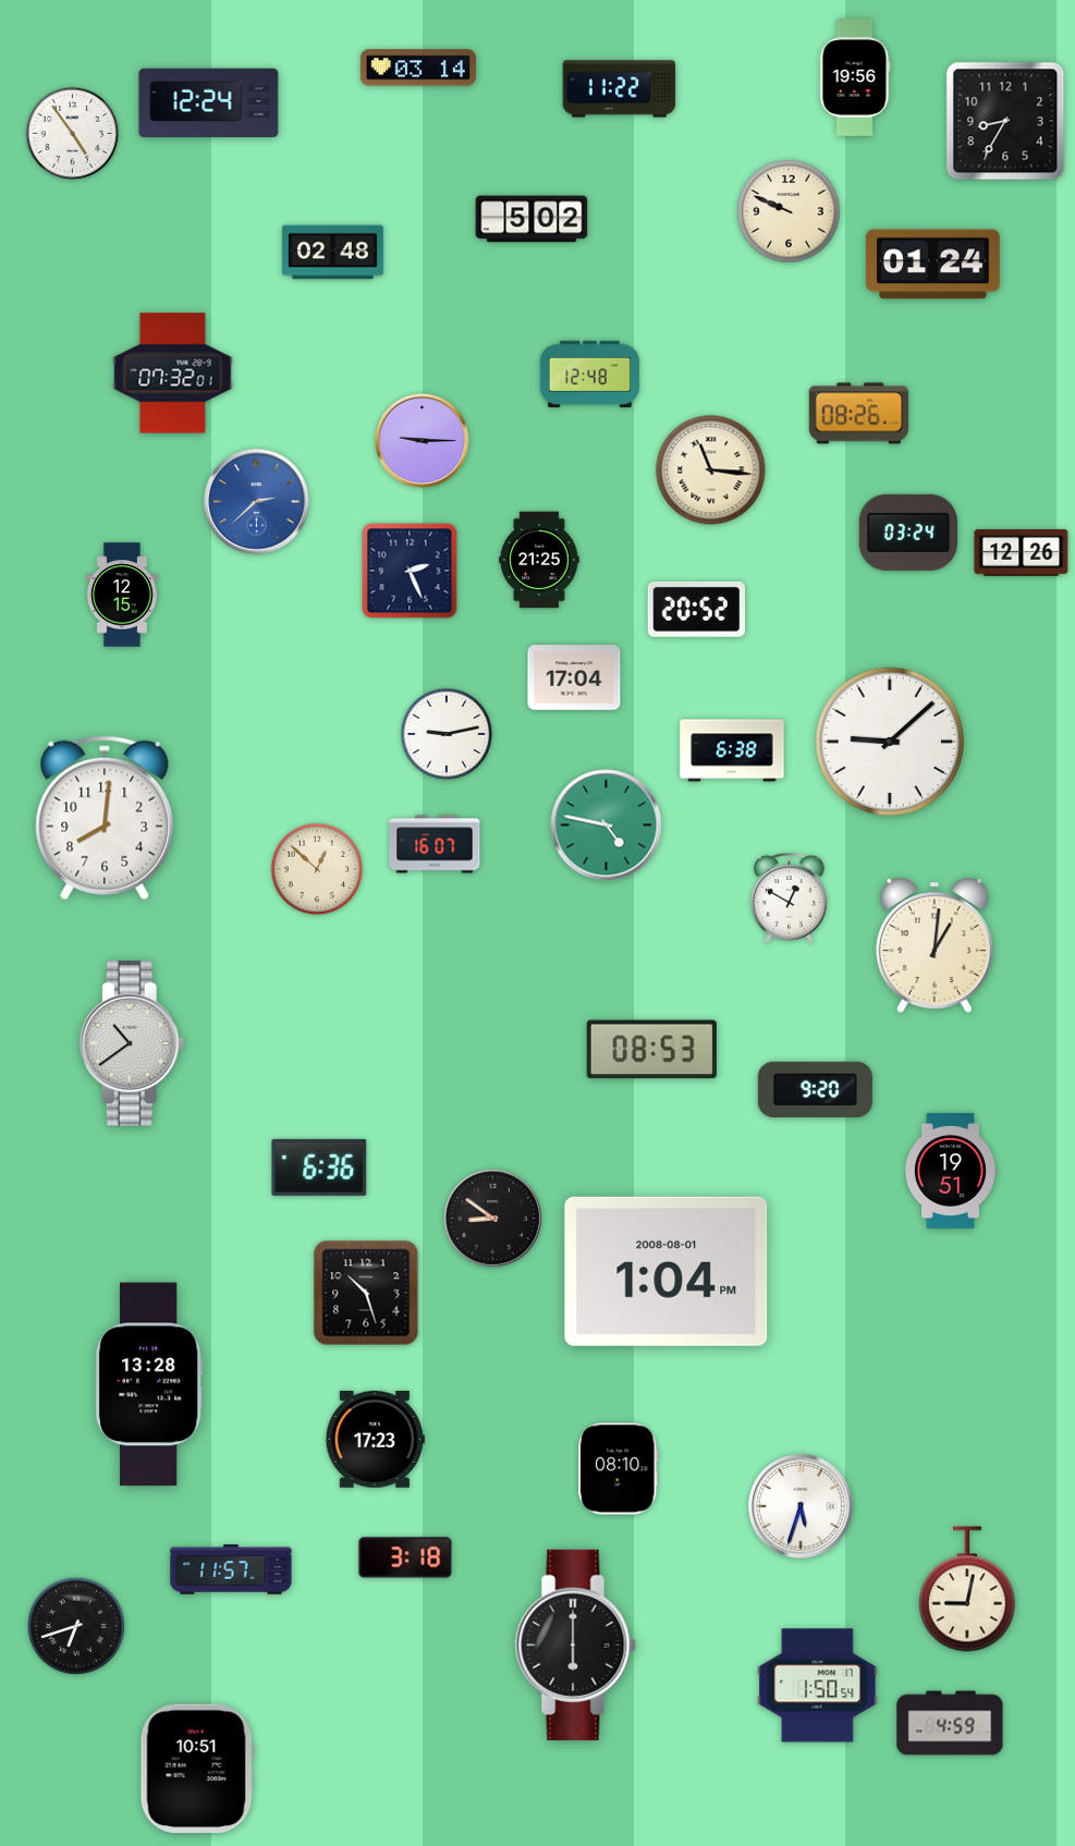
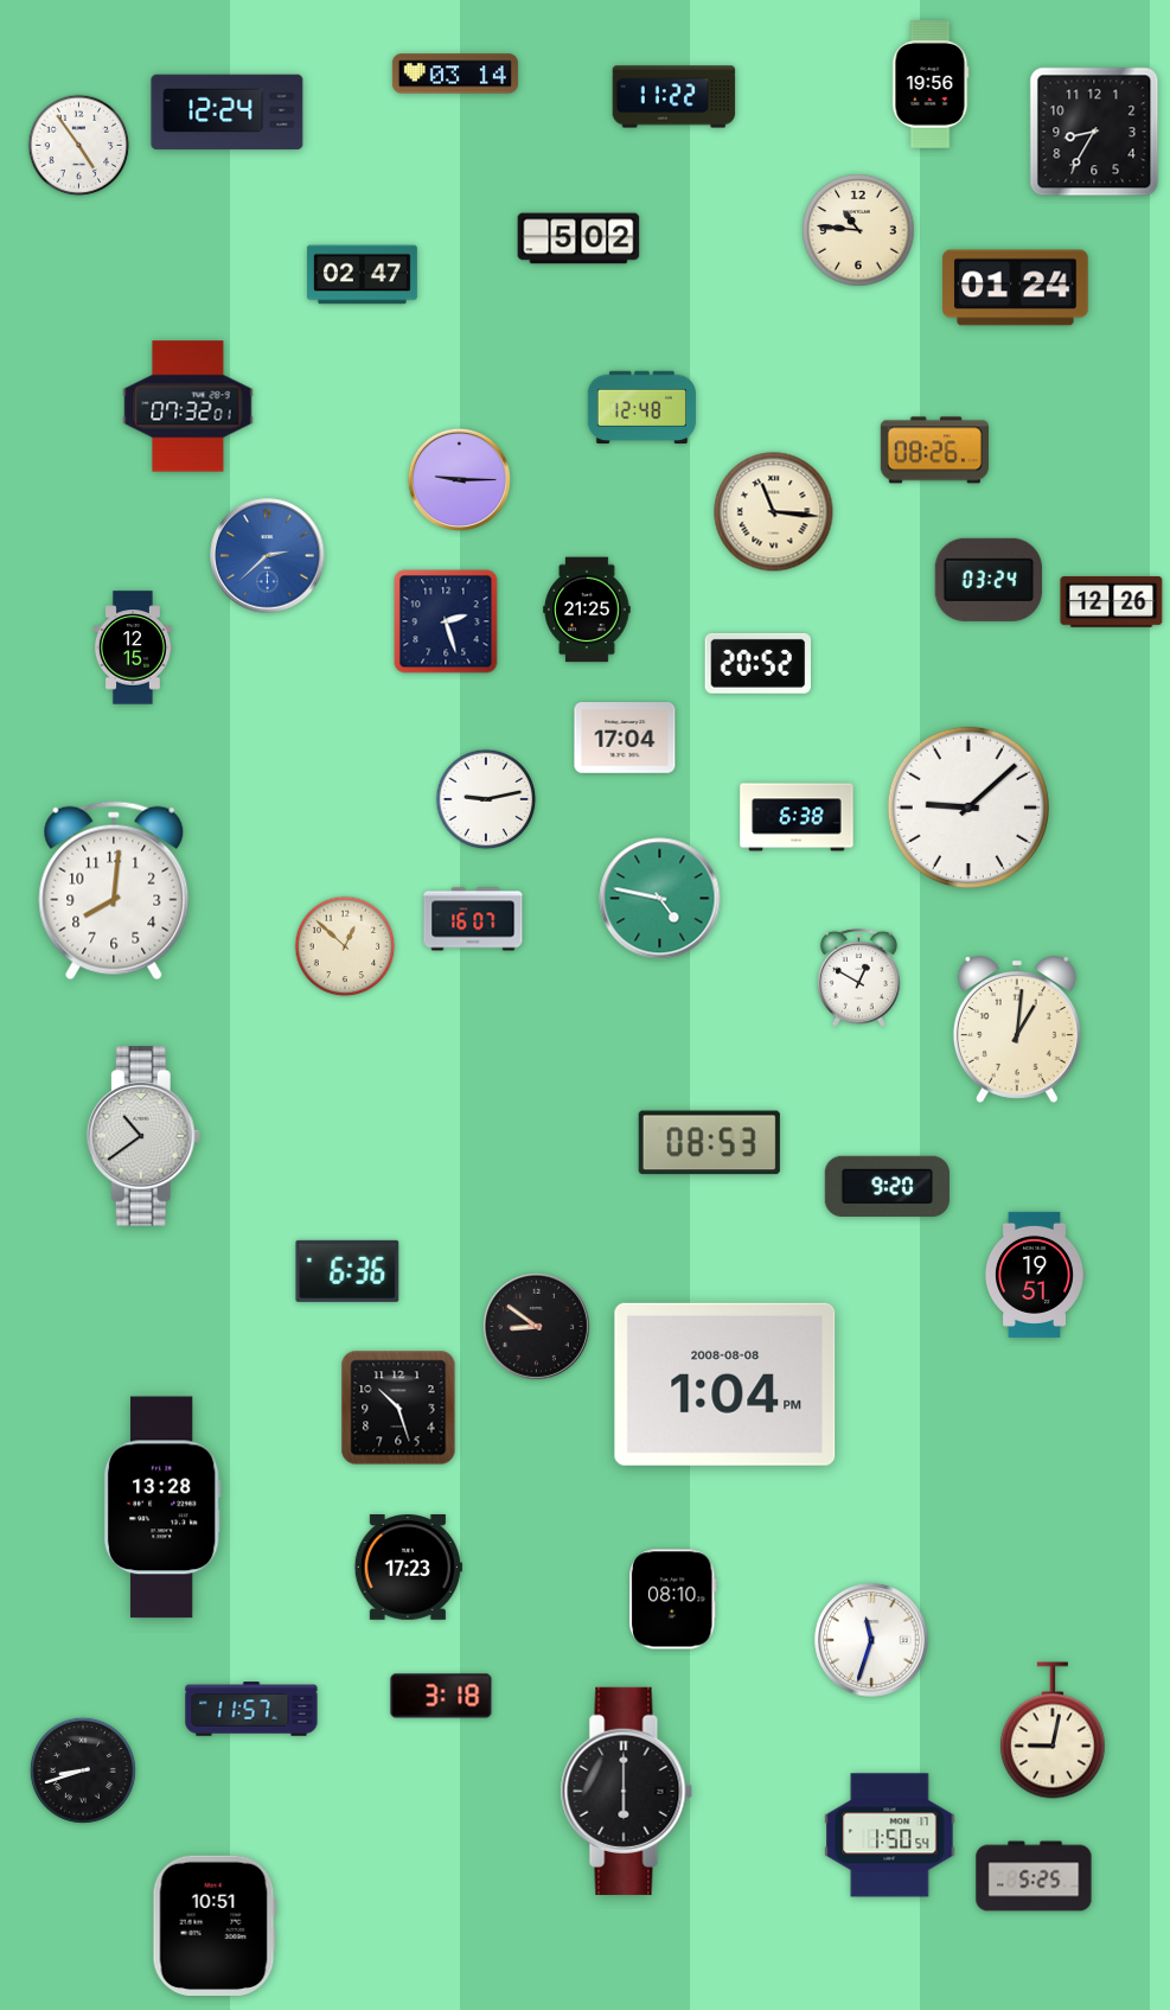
clock at (789, 211): 9:49 -> 10:46
clock at (332, 253): 02:48 -> 02:47
clock at (257, 502) position: (257, 502) -> (268, 556)
clock at (410, 571): 2:26 -> 2:27
clock at (667, 1271) date: 2008-08-01 -> 2008-08-08
clock at (801, 1506): 5:33 -> 11:33
clock at (76, 1626): 6:42 -> 8:42
clock at (950, 1723): 4:59 -> 5:25
